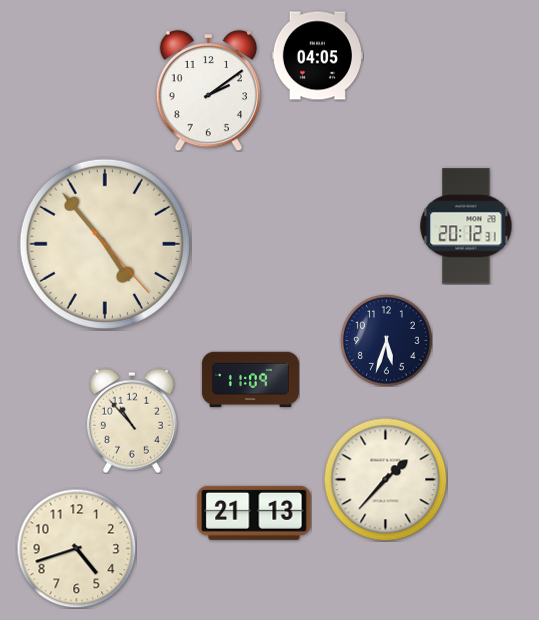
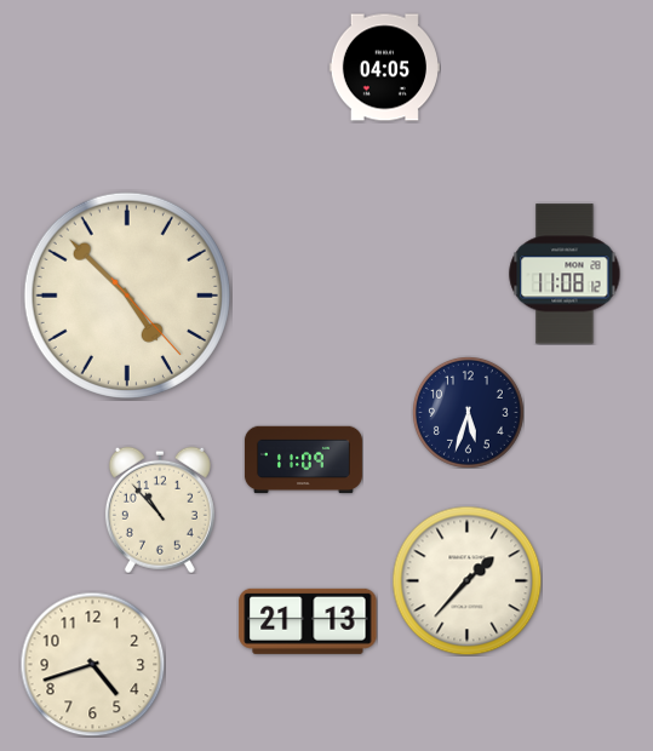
clock at (208, 90): 2:09 -> none
clock at (466, 226): 20:12 -> 11:08
clock at (105, 244): 4:53 -> 4:52
